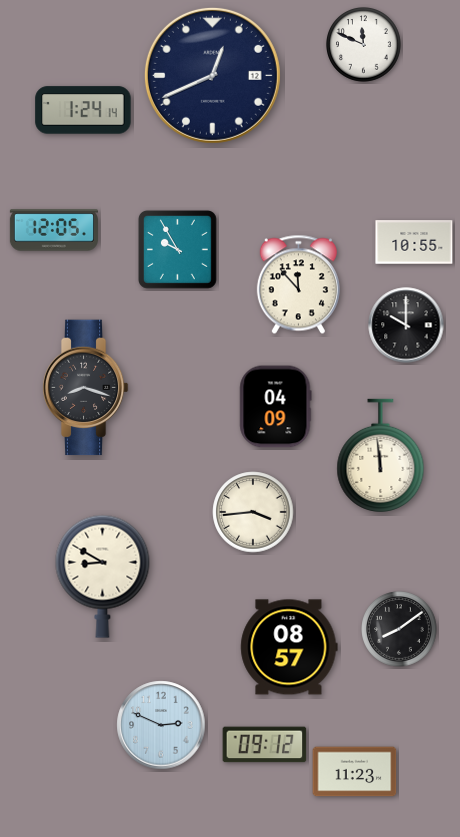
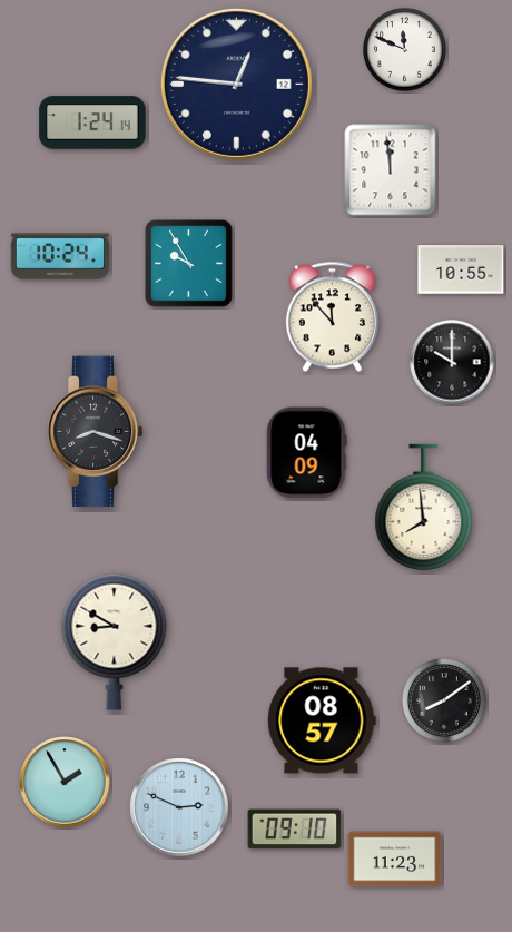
clock at (212, 75): 12:41 -> 12:46
clock at (391, 170): none -> 11:59
clock at (54, 230): 12:05 -> 10:24
clock at (177, 249) position: (177, 249) -> (188, 263)
clock at (381, 455): 11:59 -> 7:59
clock at (253, 512): 3:44 -> none
clock at (65, 782): none -> 1:55
clock at (265, 745): 09:12 -> 09:10
